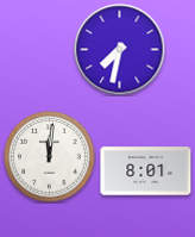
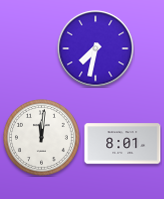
clock at (120, 50) position: (120, 50) -> (96, 49)
clock at (50, 157) position: (50, 157) -> (42, 138)
